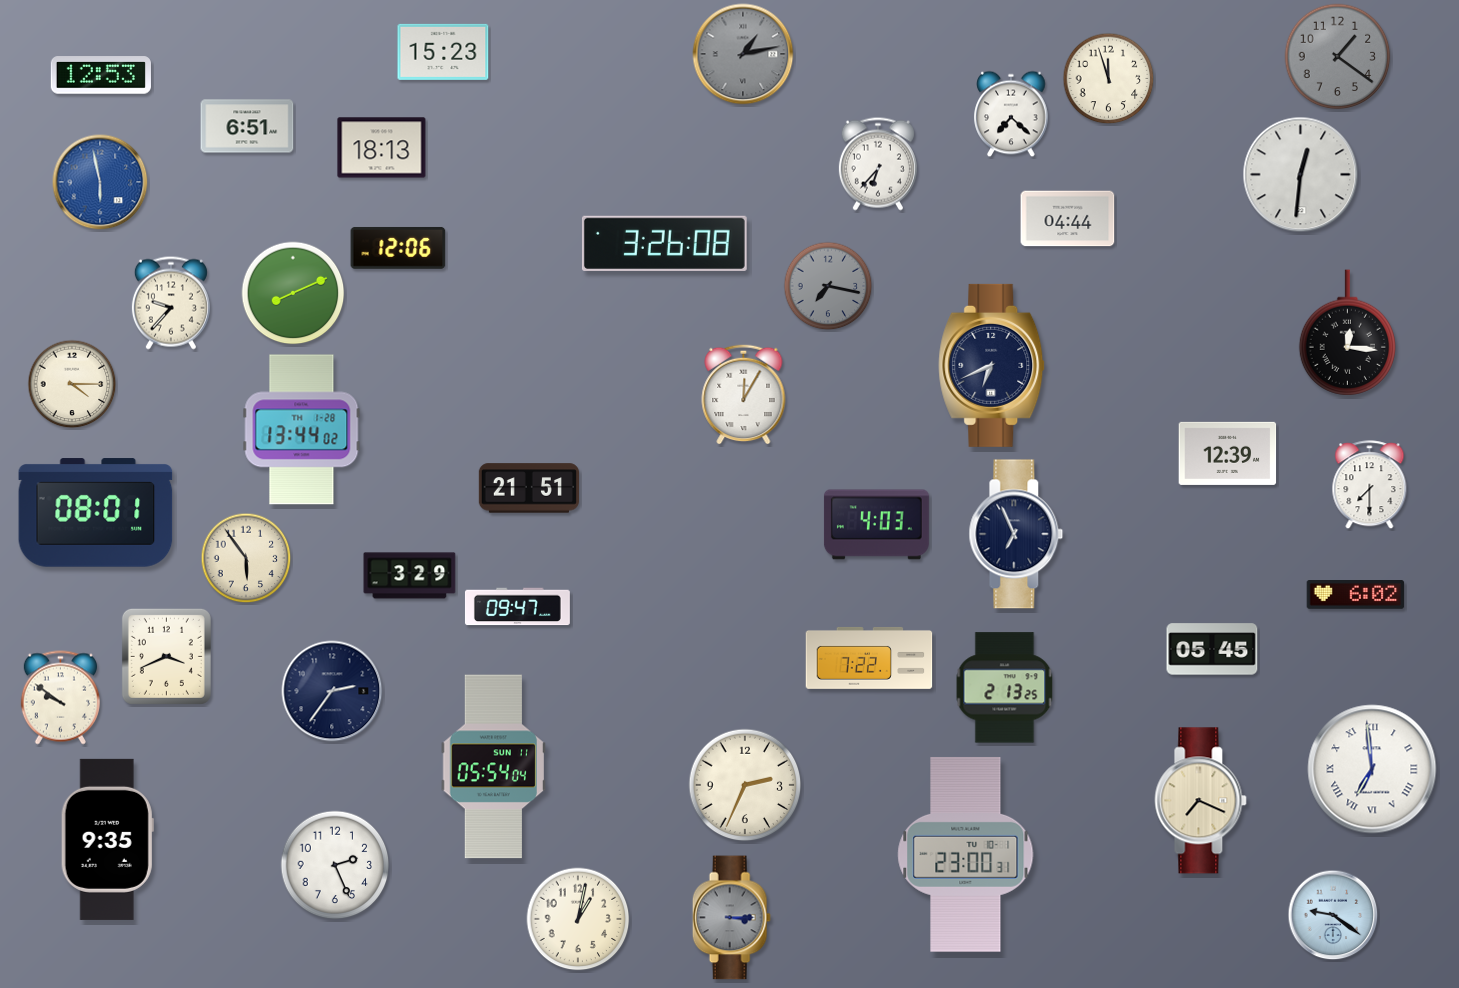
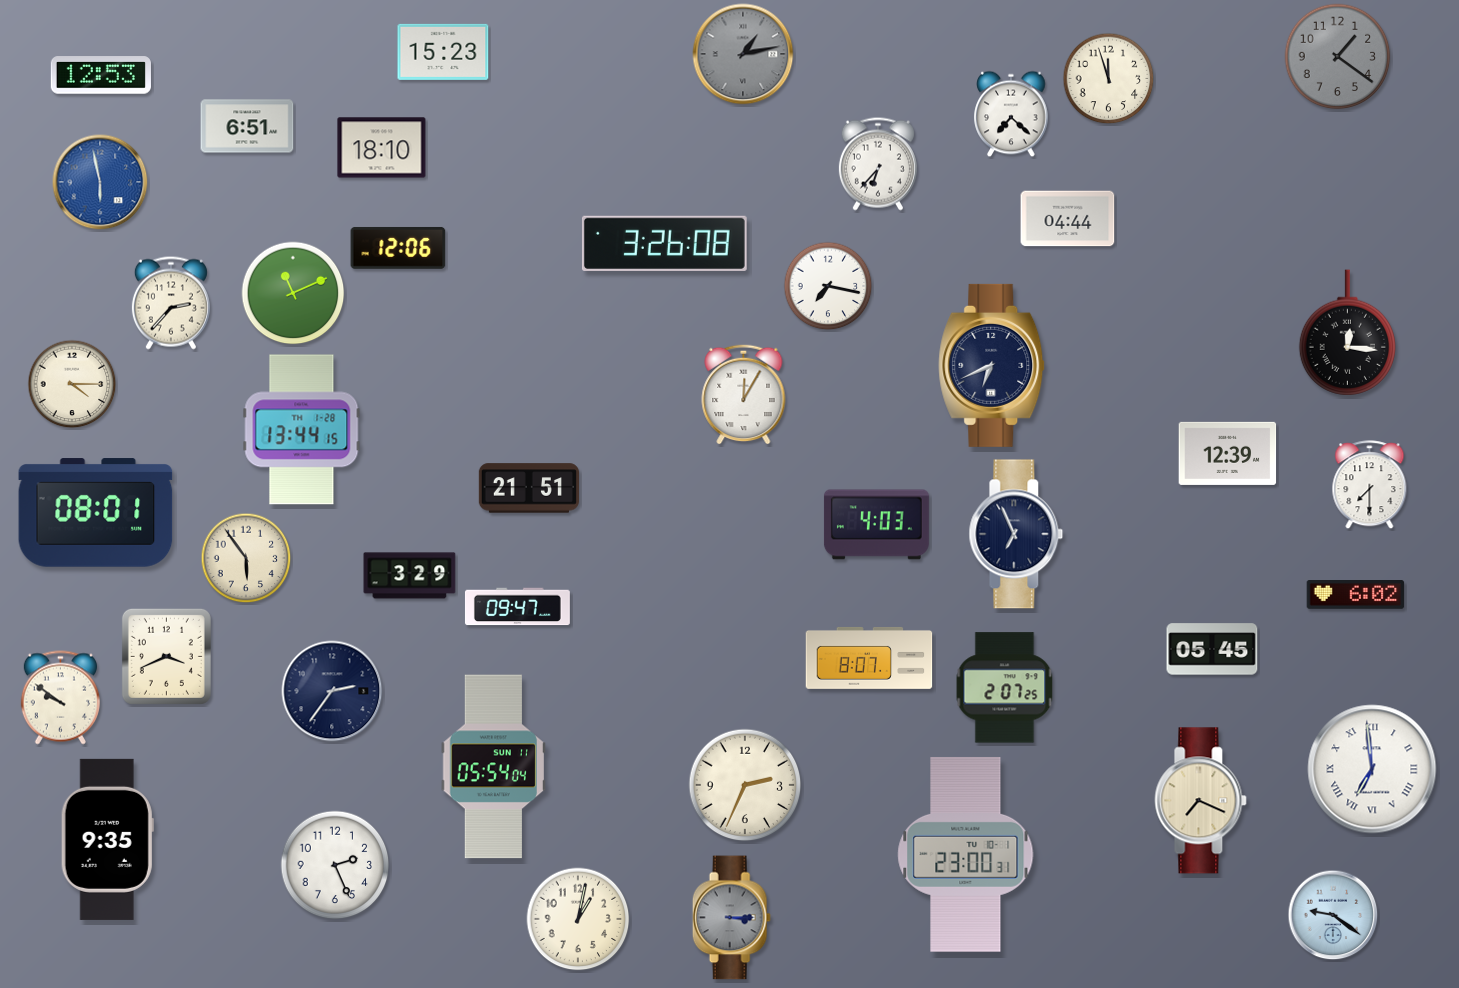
clock at (382, 148): 18:13 -> 18:10
clock at (1301, 175): 12:31 -> none
clock at (828, 286) dial: grey -> white
clock at (293, 293): 8:11 -> 11:11
clock at (171, 303): 9:37 -> 2:37
clock at (302, 430): 13:44:02 -> 13:44:15
clock at (869, 658): 7:22 -> 8:07
clock at (1005, 688): 2:13 -> 2:07
